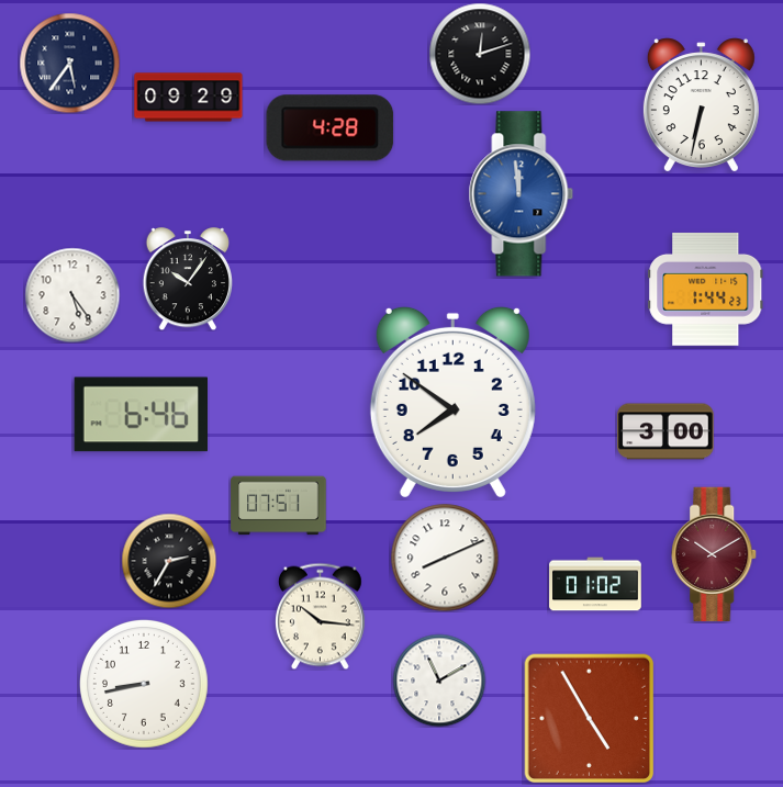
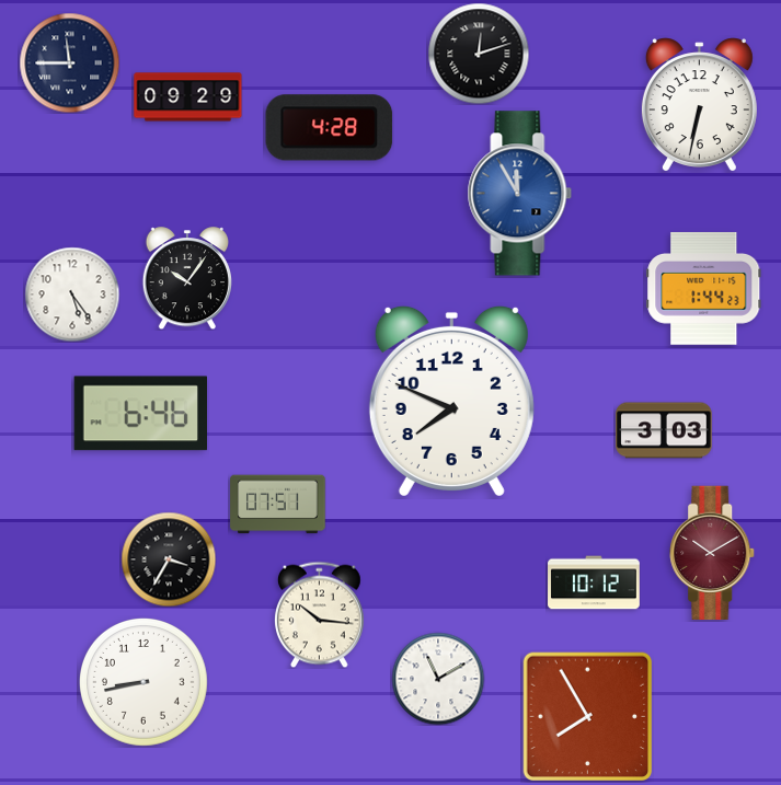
clock at (69, 63): 5:36 -> 11:45
clock at (522, 194): 11:59 -> 11:55
clock at (452, 402): 7:51 -> 7:49
clock at (665, 431): 3:00 -> 3:03
clock at (445, 558): 8:11 -> none
clock at (169, 561): 2:35 -> 3:35
clock at (595, 584): 01:02 -> 10:12
clock at (589, 718): 4:55 -> 7:55
